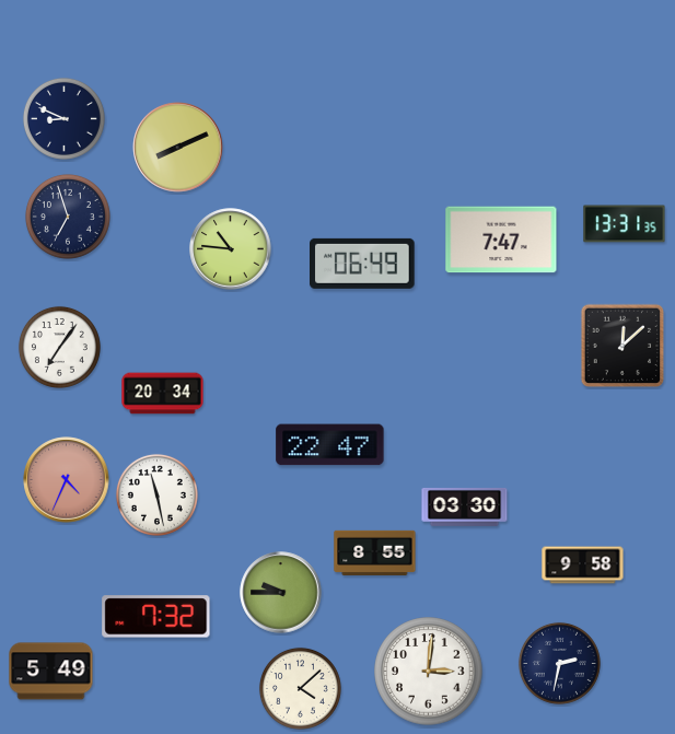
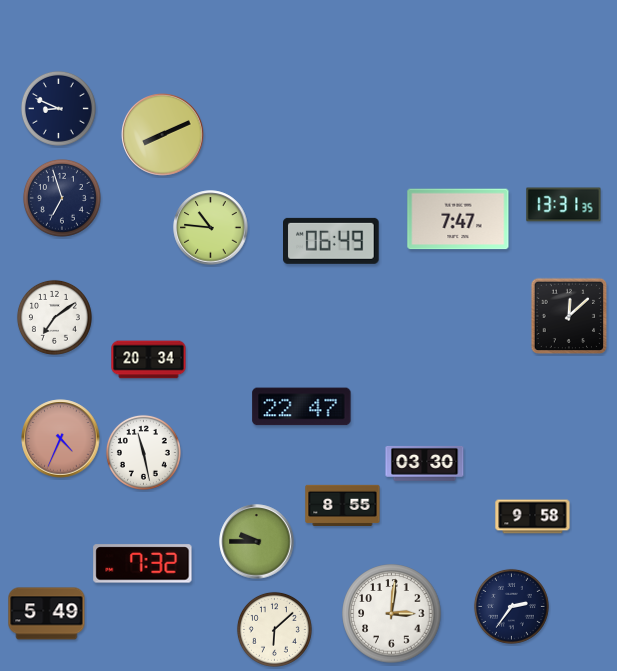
clock at (625, 224) position: (625, 224) -> (564, 205)
clock at (59, 347): 7:06 -> 7:09
clock at (559, 663): 2:32 -> 2:36
clock at (300, 688): 4:08 -> 6:08
